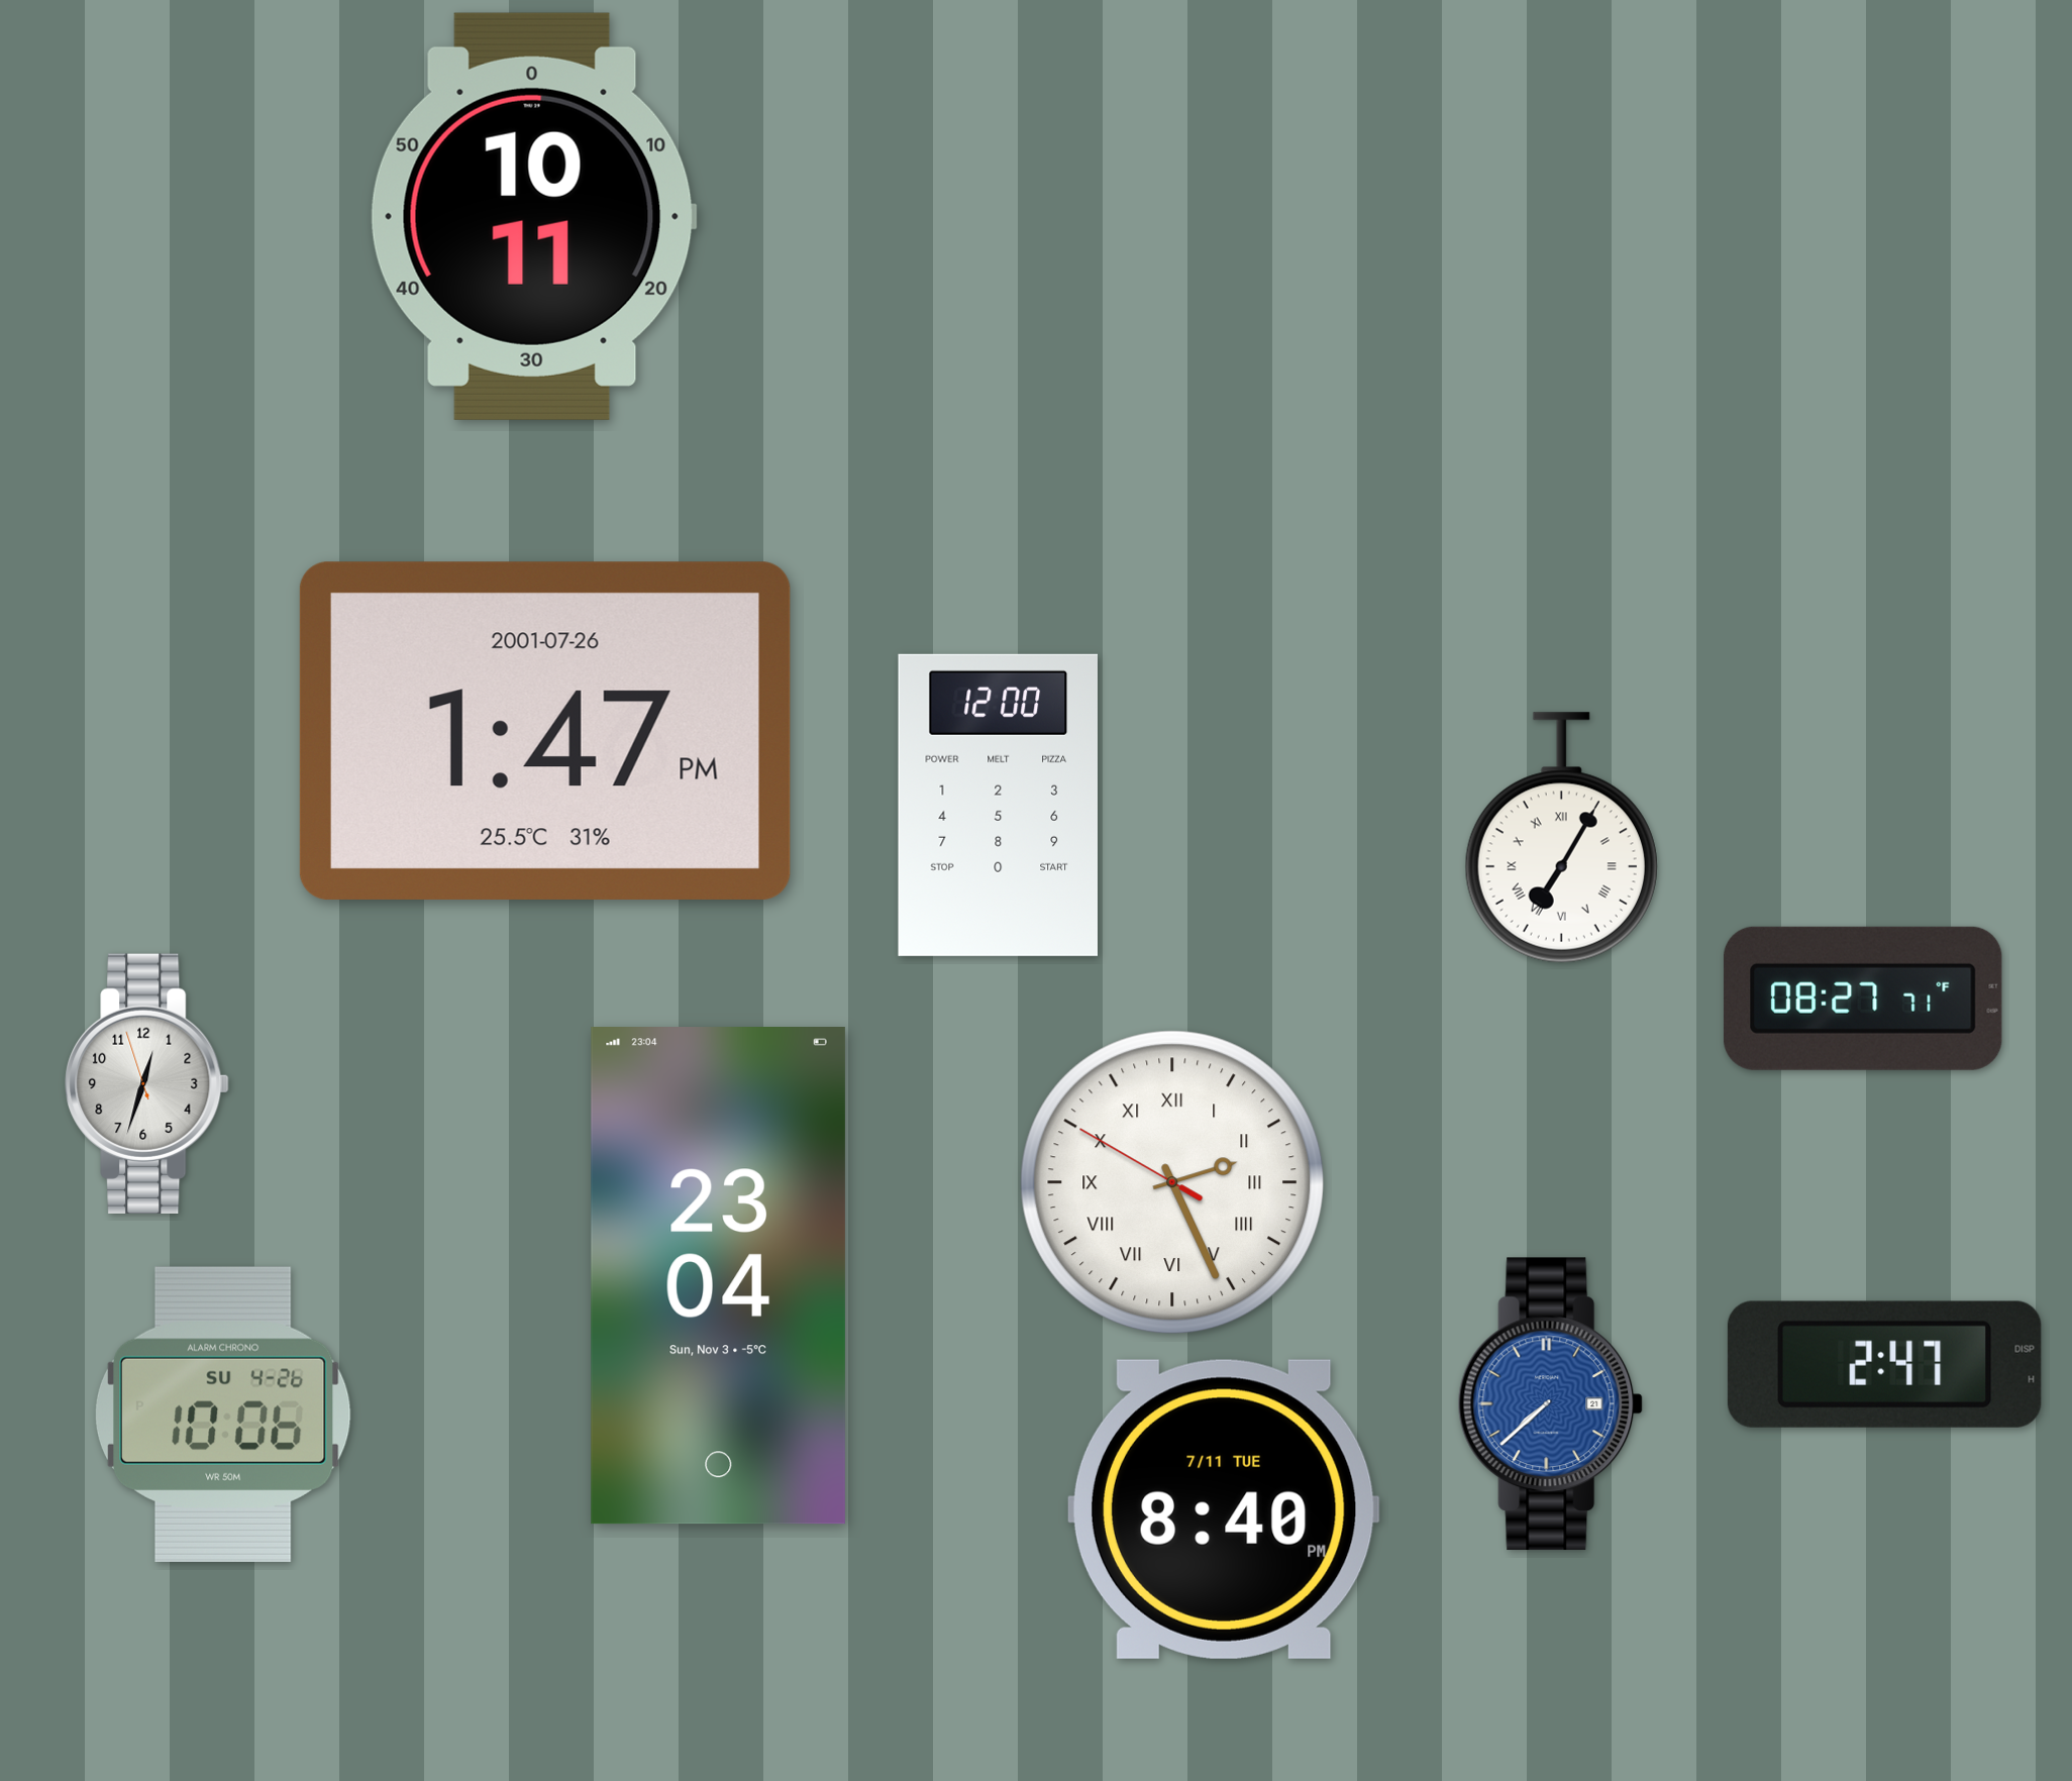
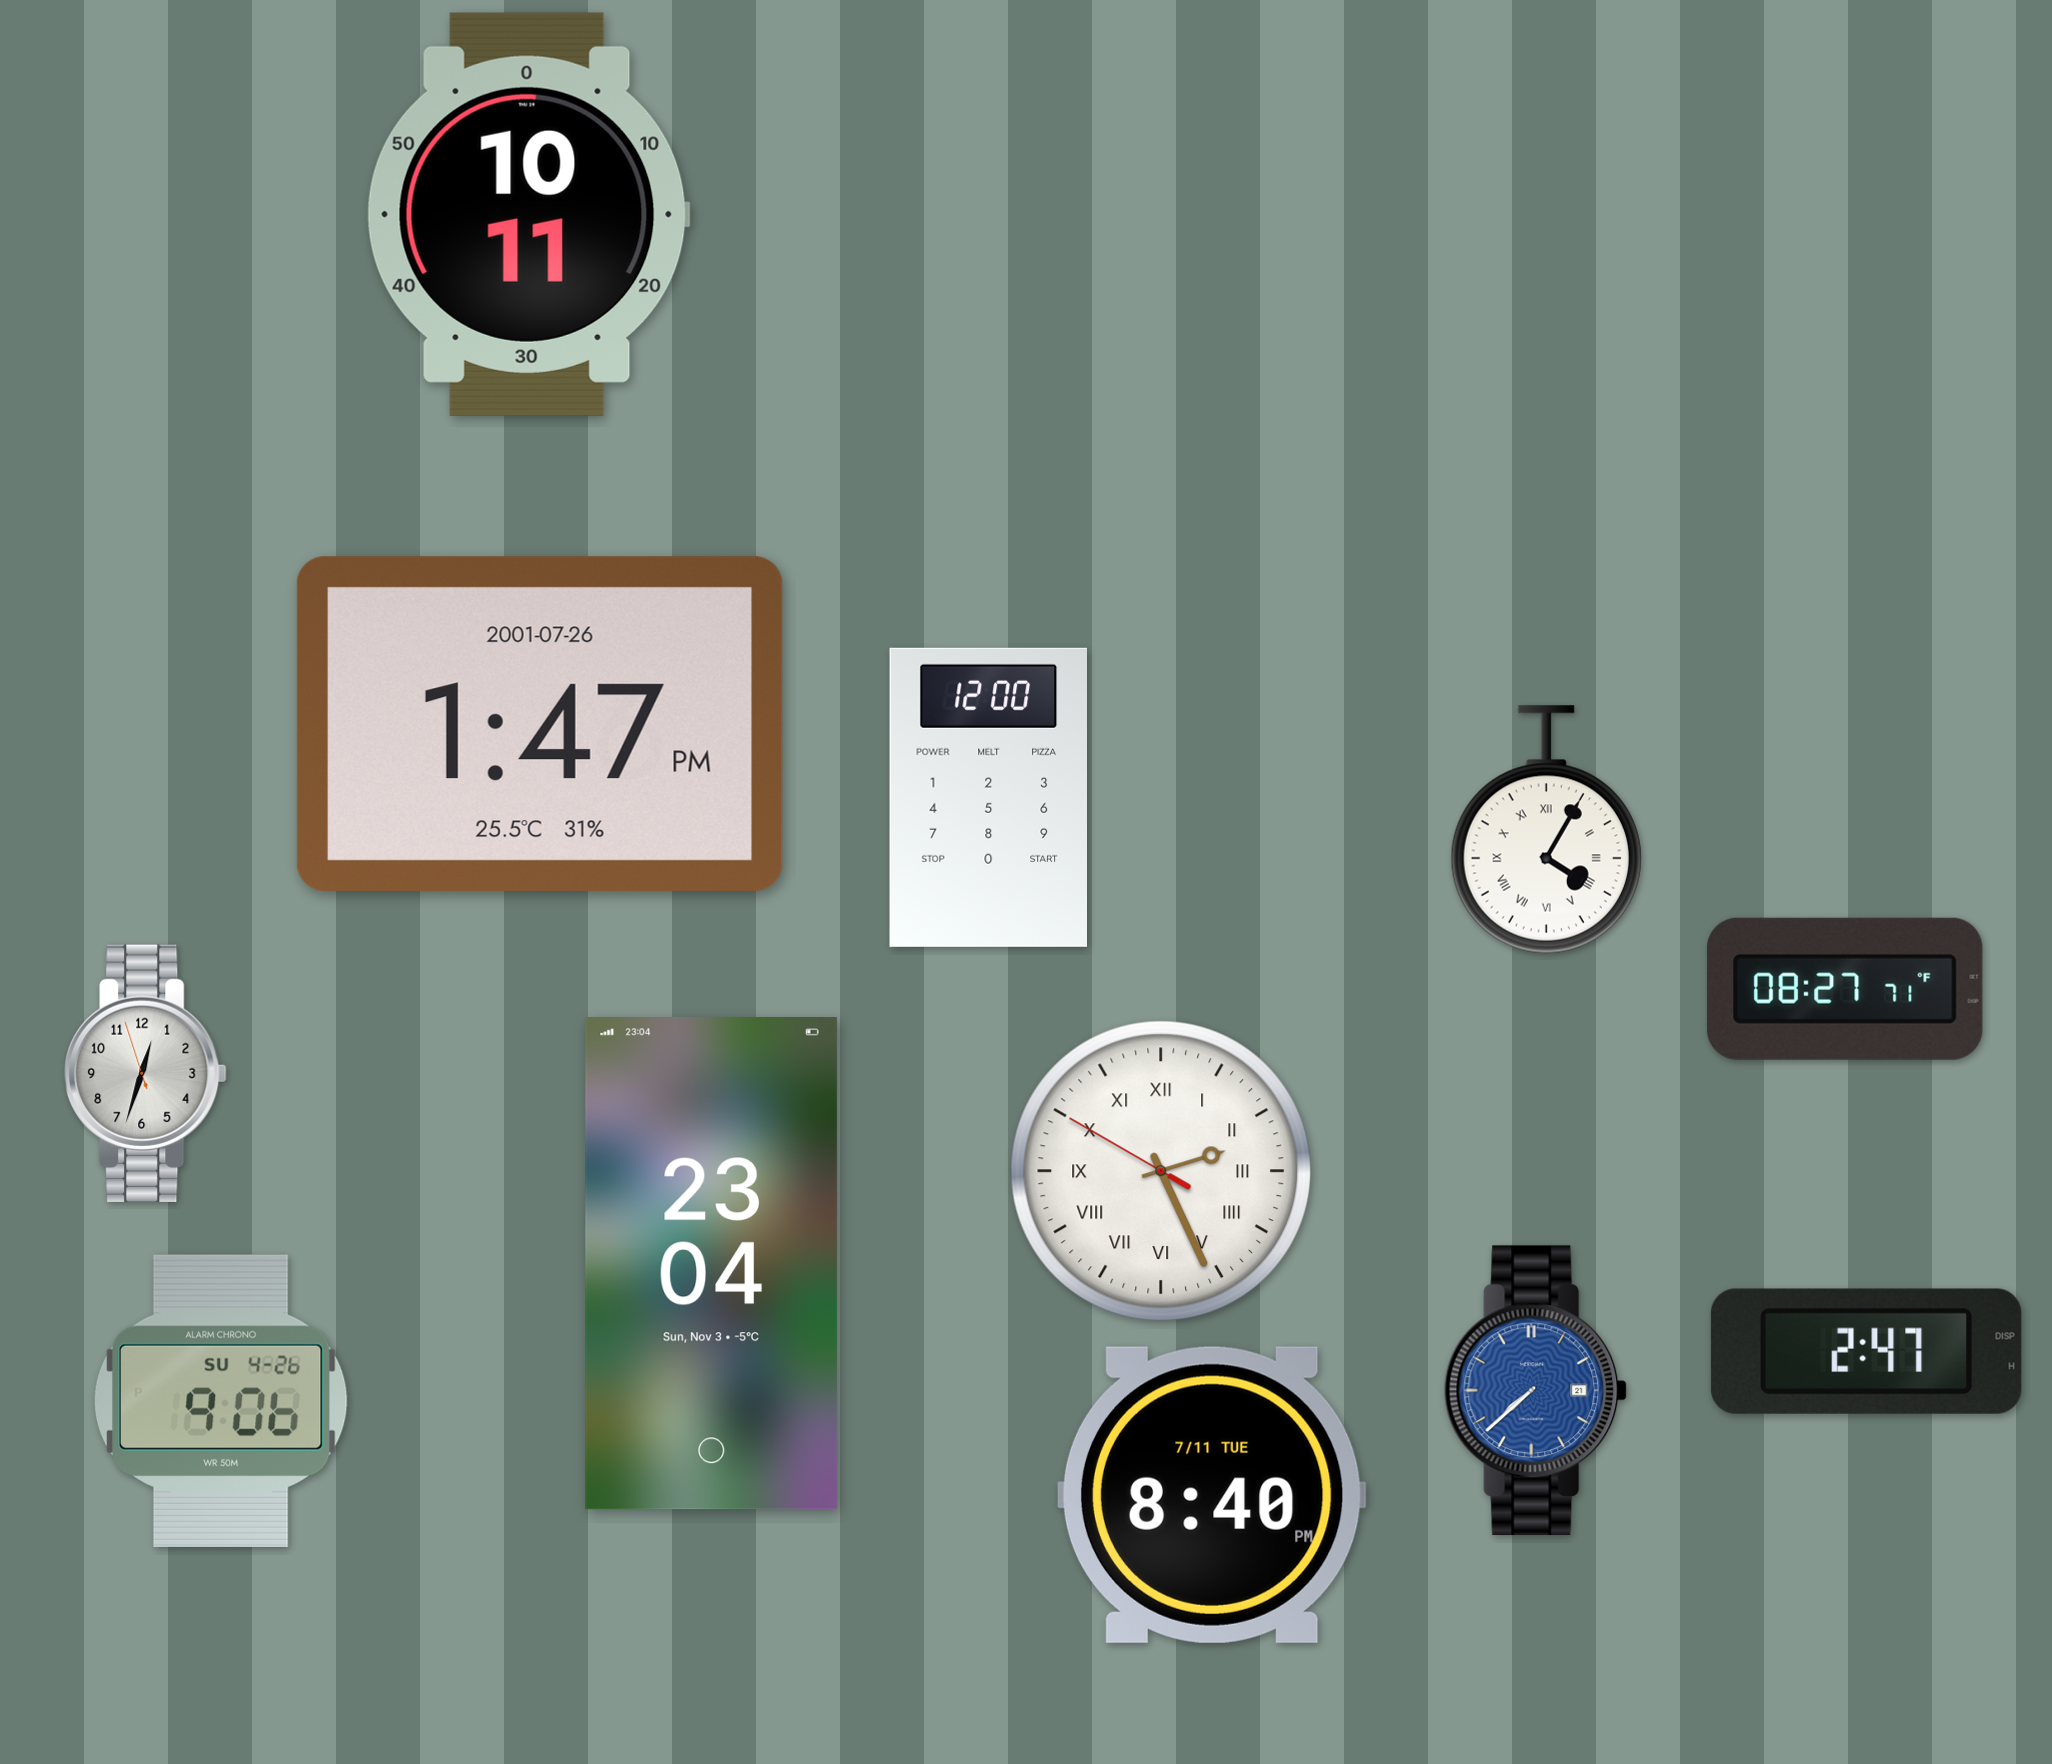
clock at (1561, 838): 7:05 -> 4:05
clock at (224, 1415): 10:06 -> 9:06
